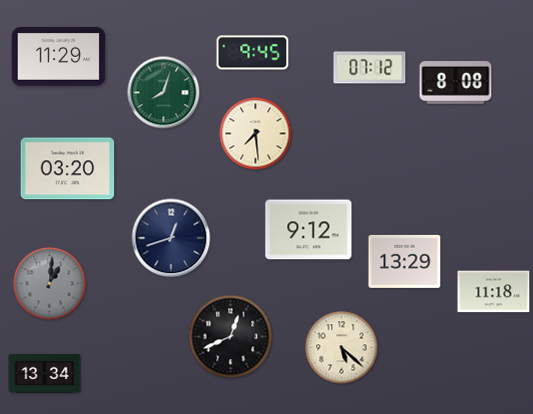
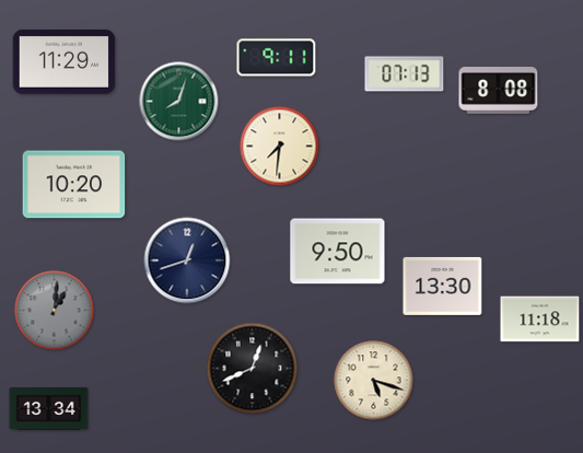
clock at (253, 53): 9:45 -> 9:11
clock at (370, 68): 07:12 -> 07:13
clock at (256, 134): 7:29 -> 7:31
clock at (68, 169): 03:20 -> 10:20
clock at (309, 230): 9:12 -> 9:50
clock at (405, 261): 13:29 -> 13:30
clock at (342, 348): 5:22 -> 5:18
